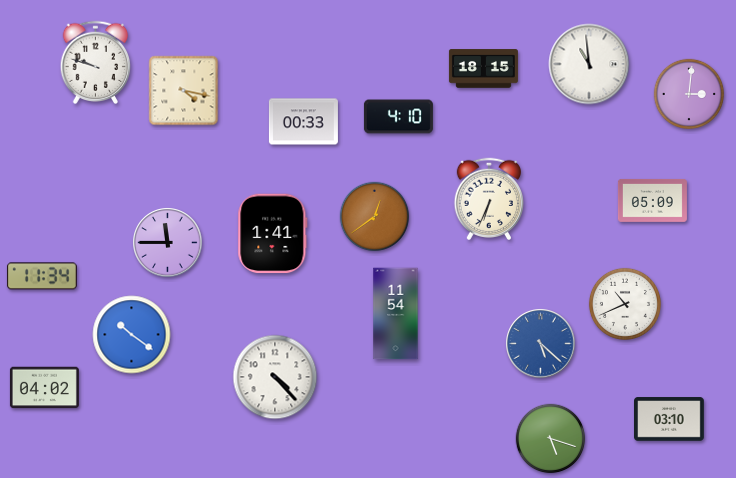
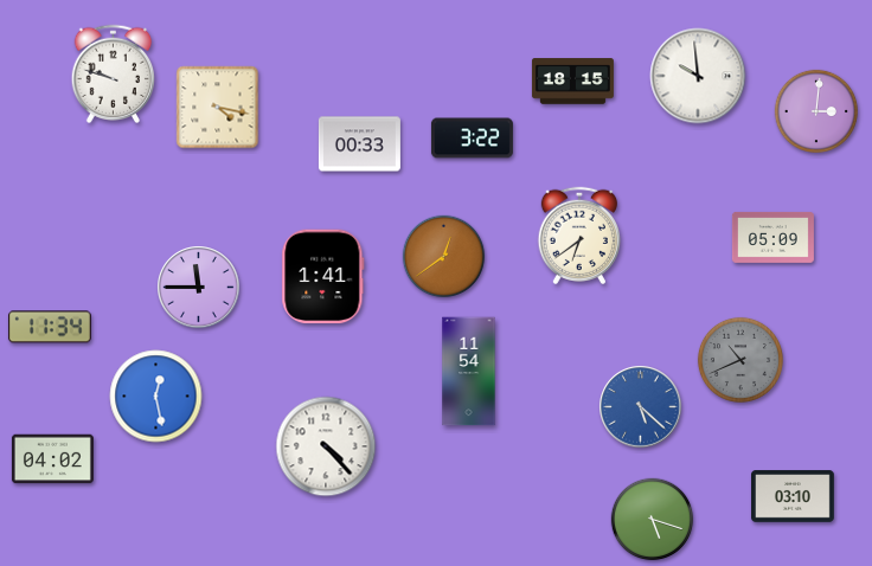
clock at (589, 64): 10:59 -> 9:59
clock at (398, 117): 4:10 -> 3:22
clock at (488, 198): 6:34 -> 6:39
clock at (625, 304) dial: white -> grey
clock at (132, 335): 10:21 -> 12:28
